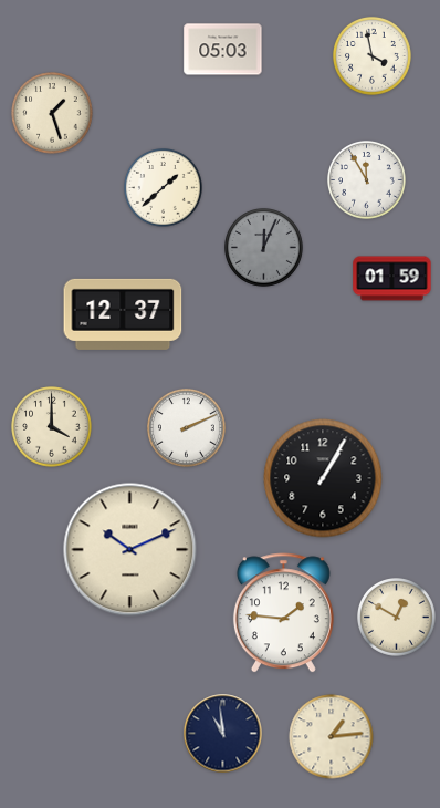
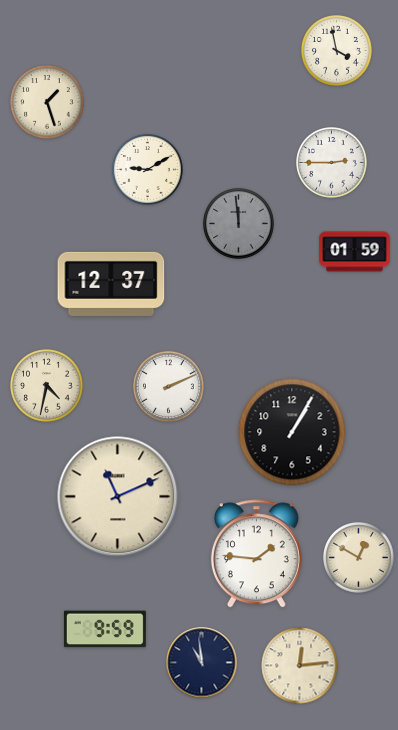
clock at (223, 50): 05:03 -> none
clock at (367, 180): 11:55 -> 2:45
clock at (164, 188): 1:38 -> 9:10
clock at (264, 248): 12:04 -> 11:59
clock at (52, 427): 4:00 -> 4:32
clock at (130, 550): 10:11 -> 11:11
clock at (105, 629): none -> 9:59
clock at (332, 737): 1:14 -> 12:14
